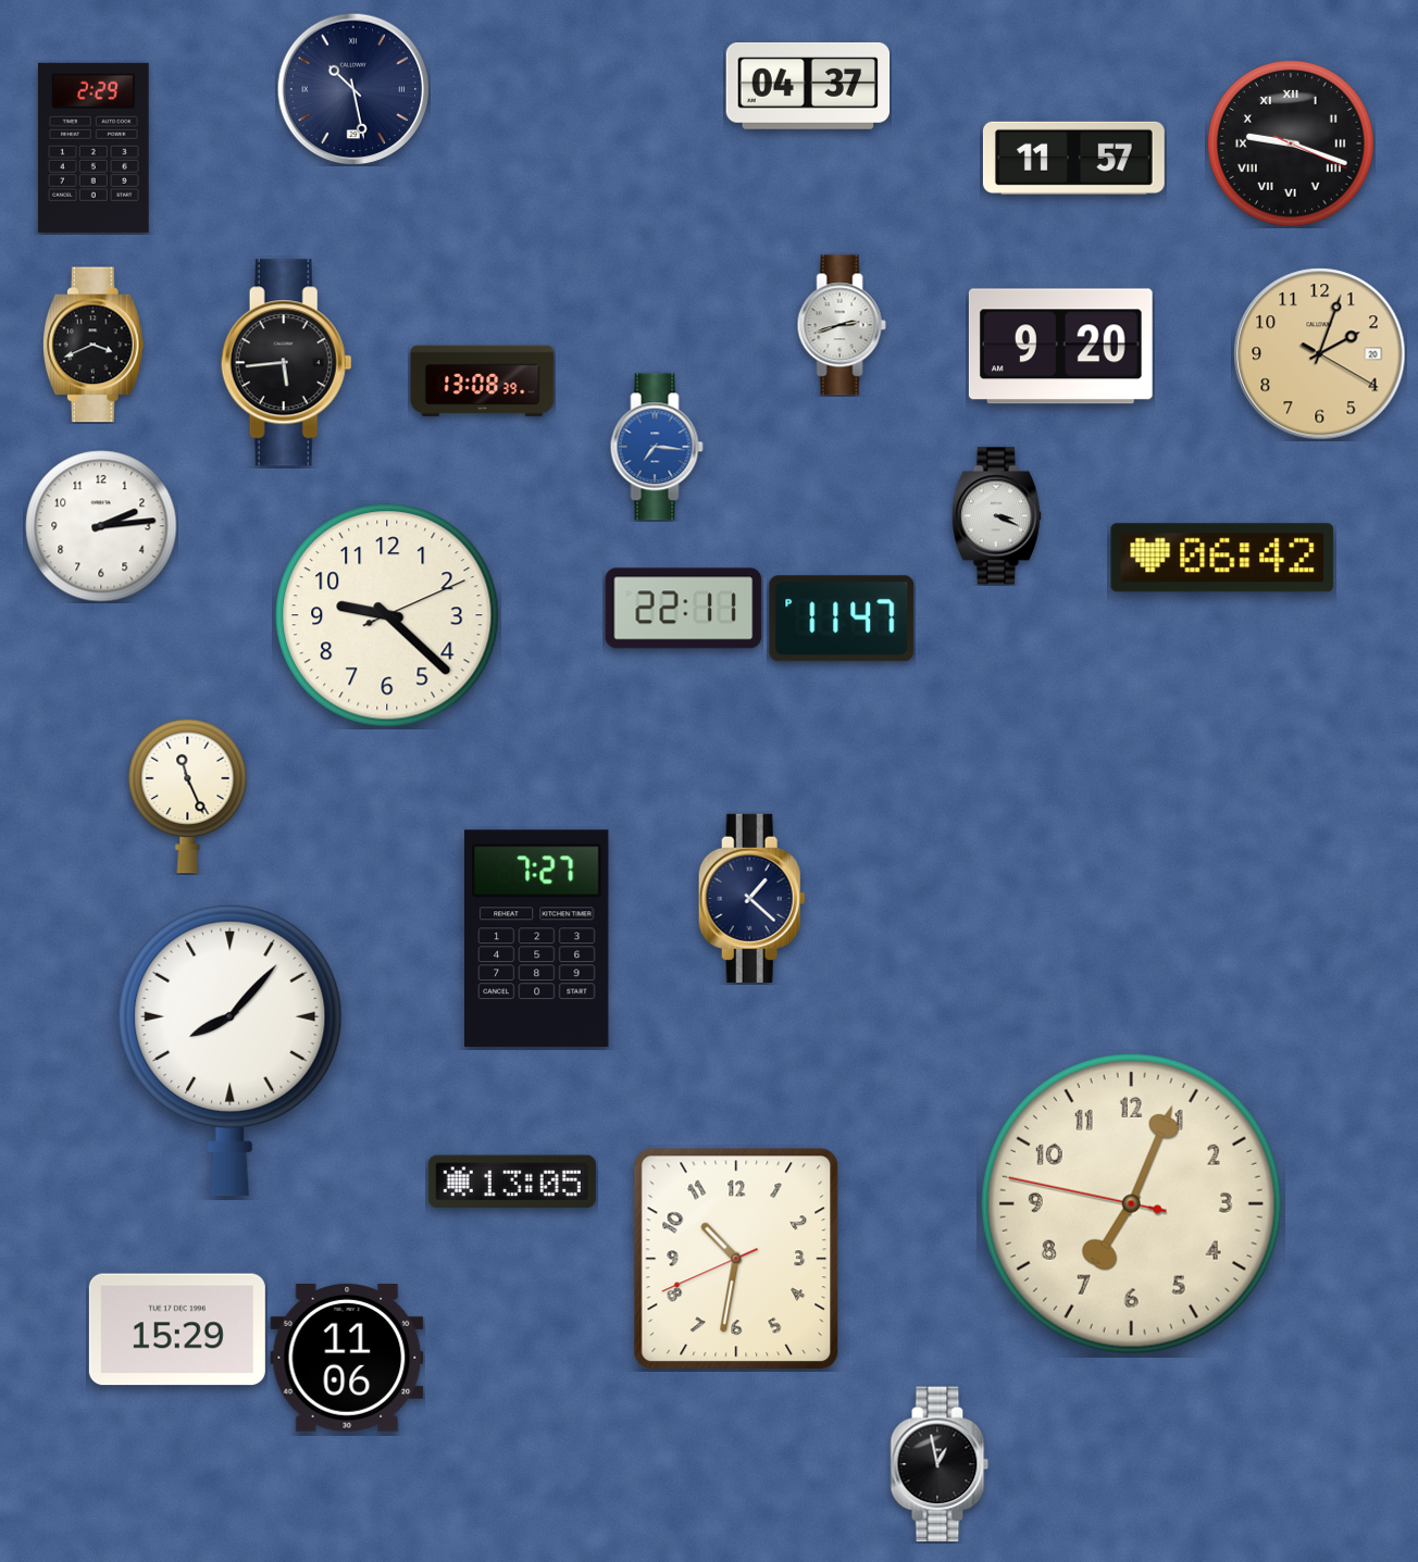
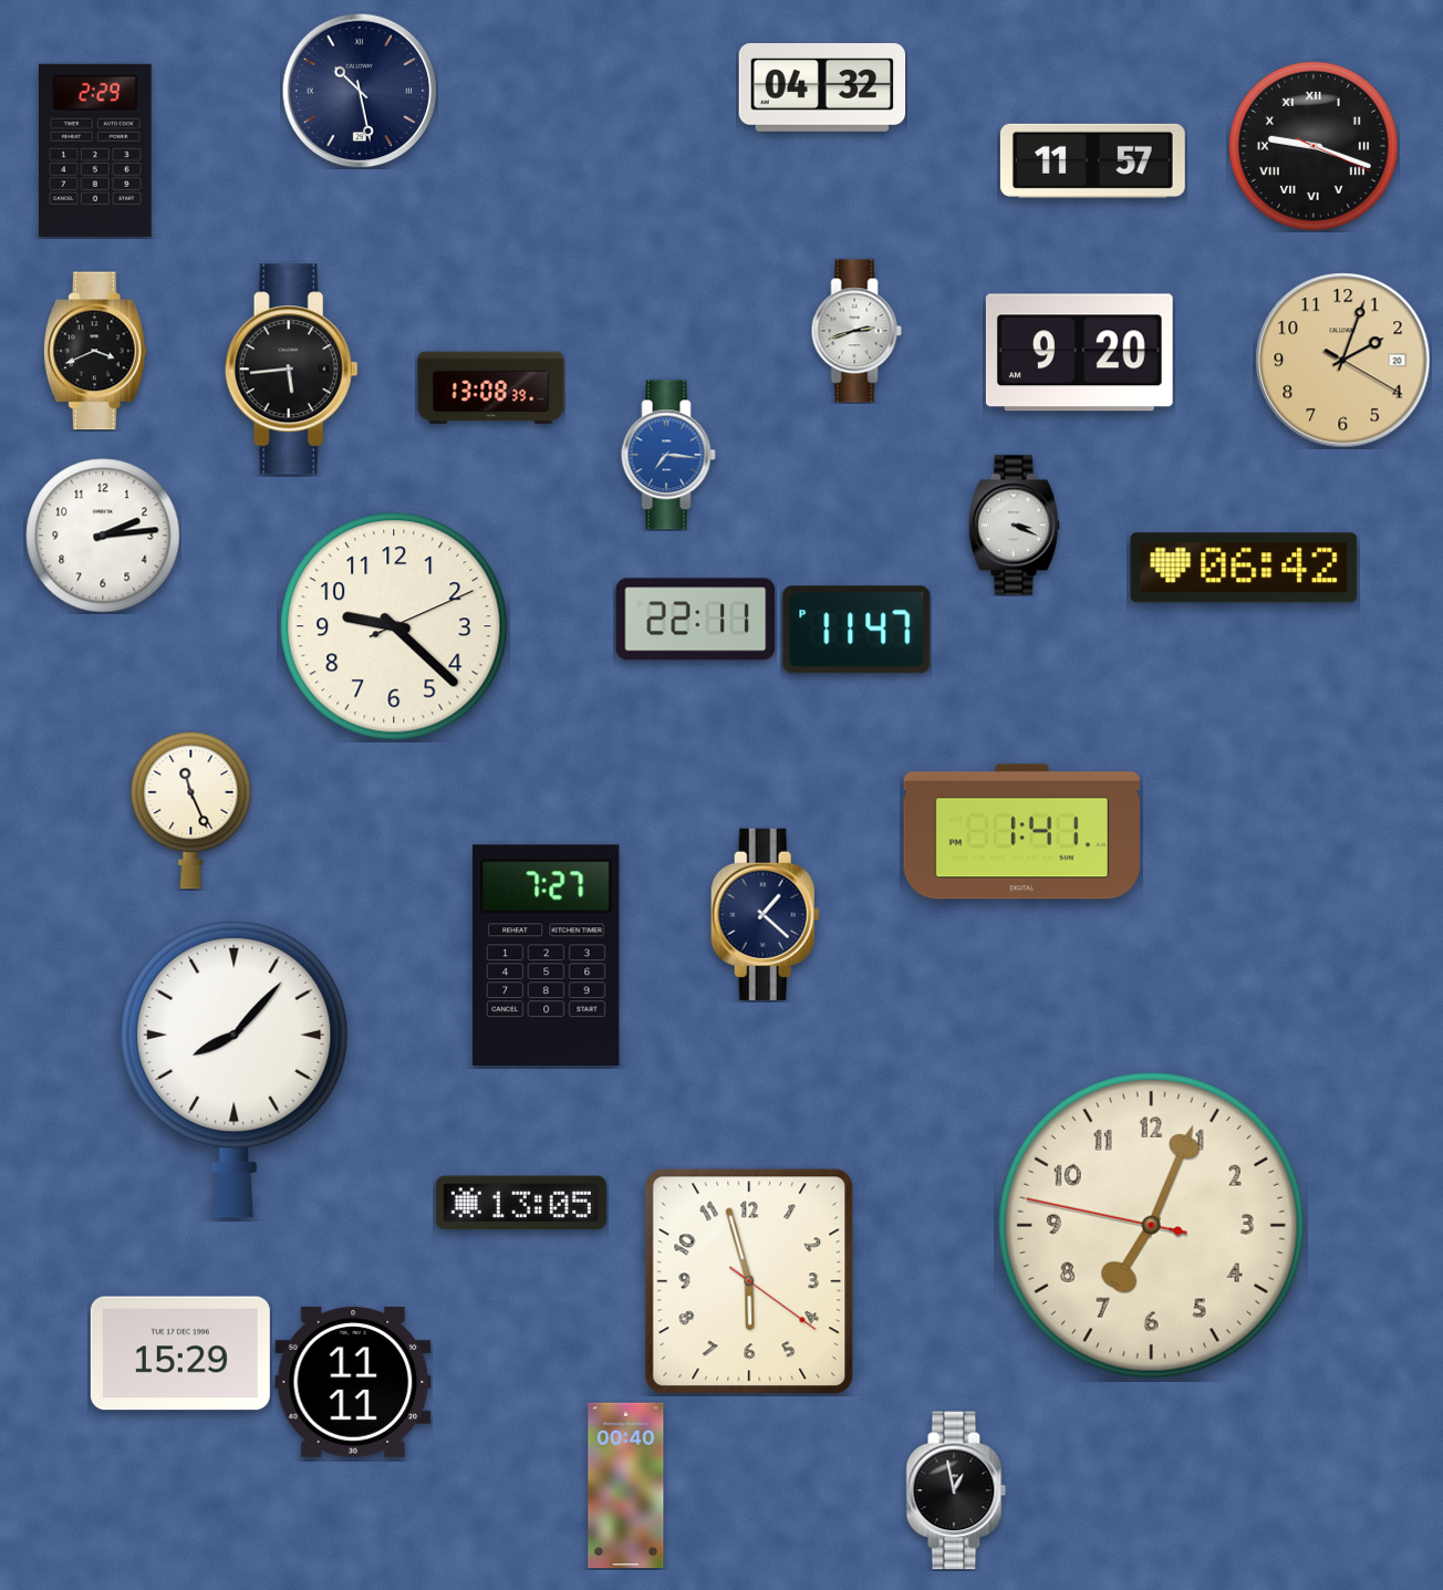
clock at (808, 87): 04:37 -> 04:32
clock at (1022, 832): none -> 1:41
clock at (736, 1259): 10:31 -> 5:57
clock at (347, 1358): 11:06 -> 11:11
clock at (626, 1486): none -> 00:40
